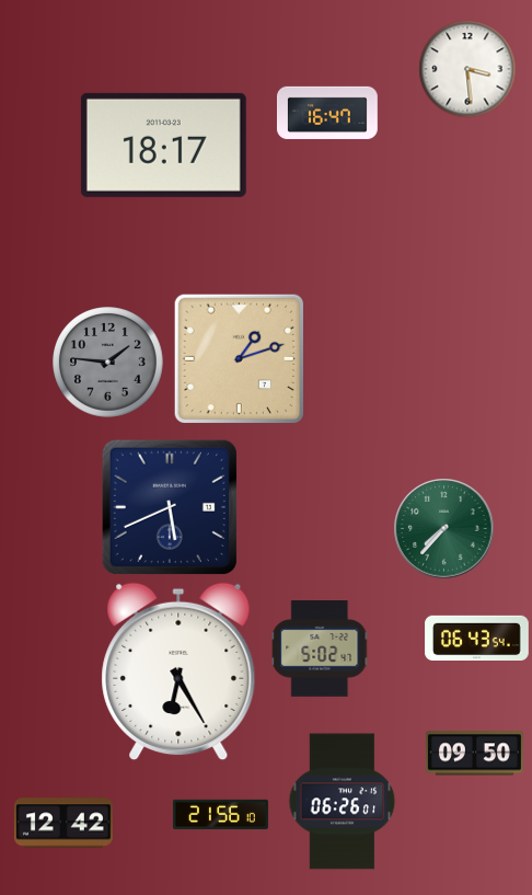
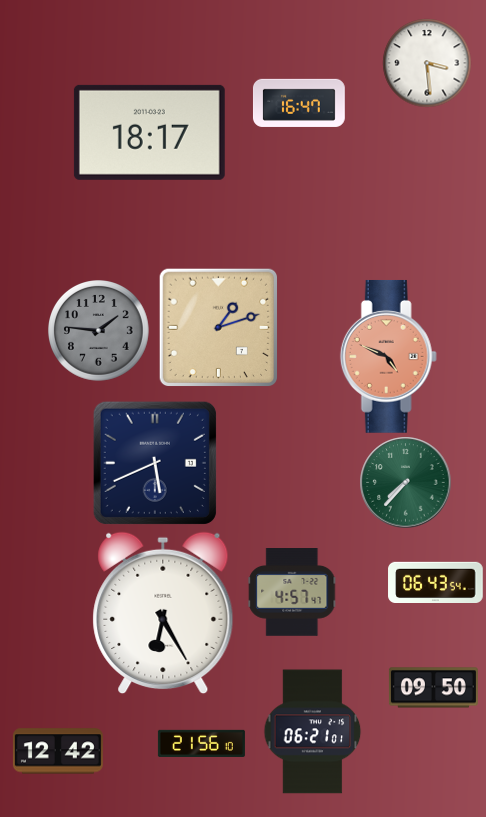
clock at (388, 356): none -> 4:49
clock at (320, 650): 5:02 -> 4:57
clock at (343, 802): 06:26 -> 06:21
